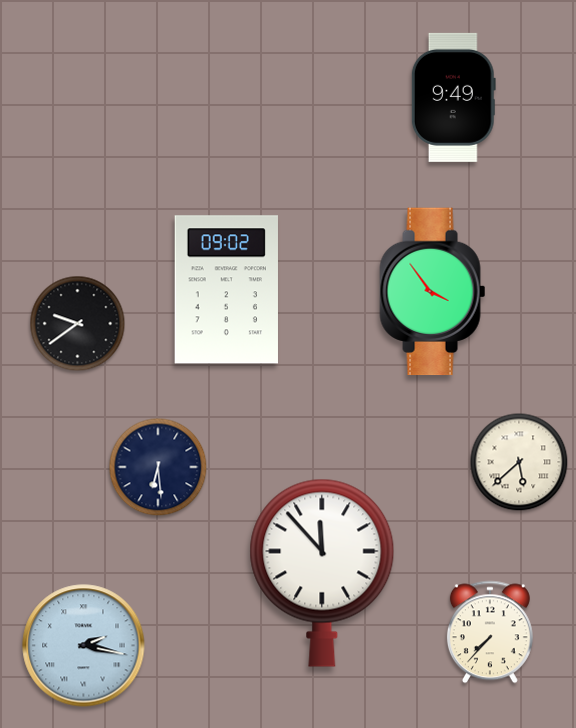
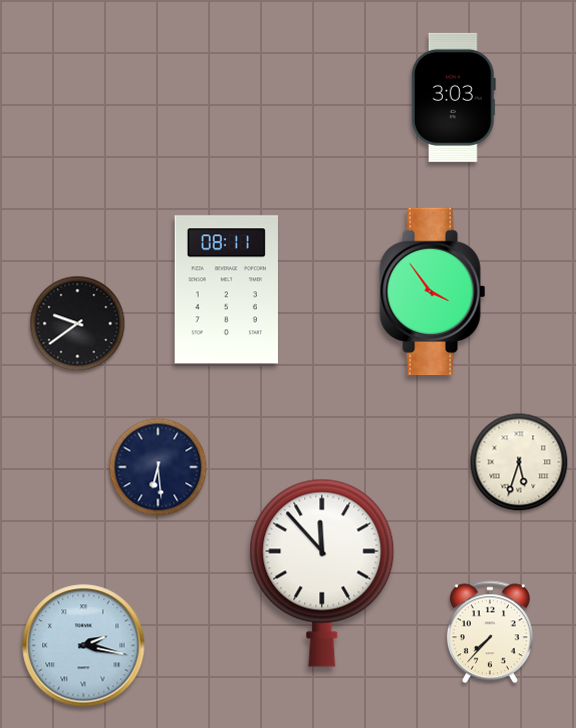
clock at (453, 97): 9:49 -> 3:03
clock at (226, 290): 09:02 -> 08:11
clock at (519, 462): 5:38 -> 5:33
